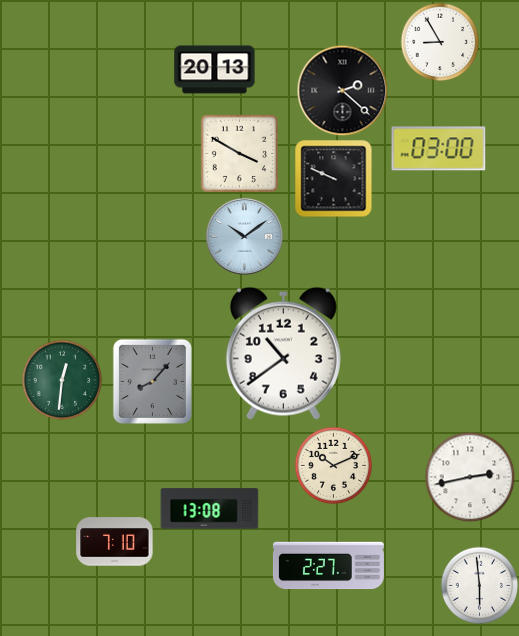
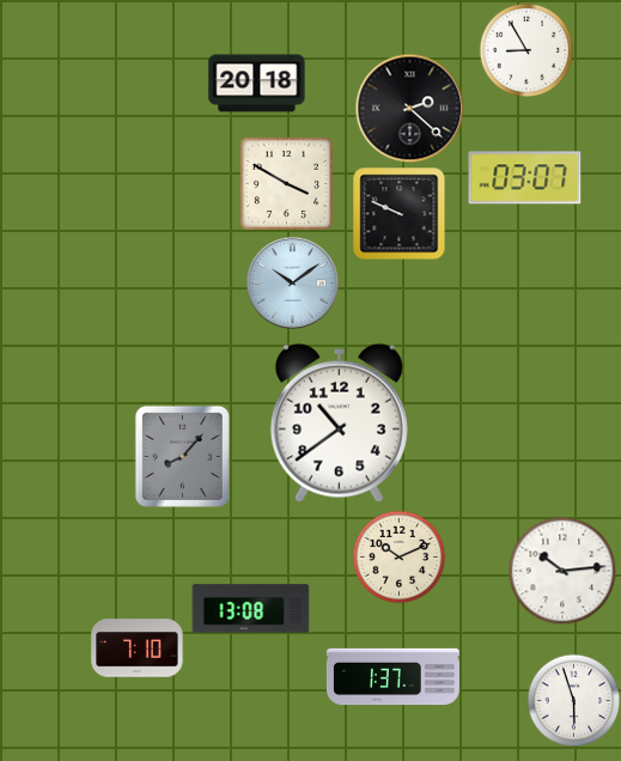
clock at (215, 70): 20:13 -> 20:18
clock at (439, 149): 03:00 -> 03:07
clock at (62, 380): 12:31 -> none
clock at (470, 477): 2:43 -> 10:14
clock at (328, 566): 2:27 -> 1:37
clock at (479, 585): 5:59 -> 5:57
